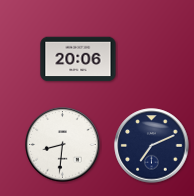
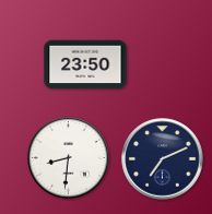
clock at (78, 59): 20:06 -> 23:50
clock at (152, 146) position: (152, 146) -> (163, 159)
